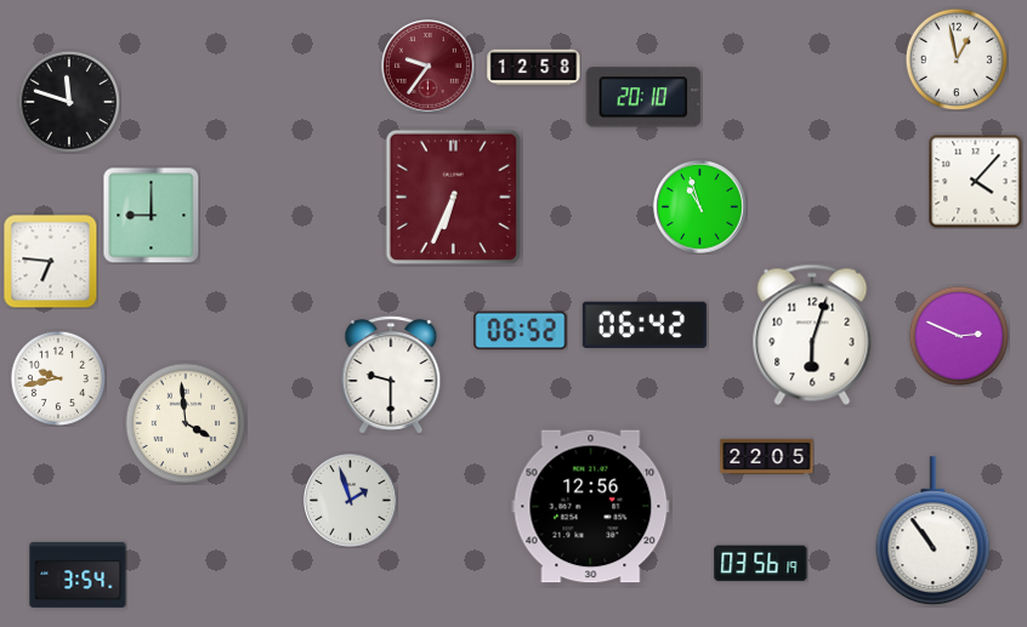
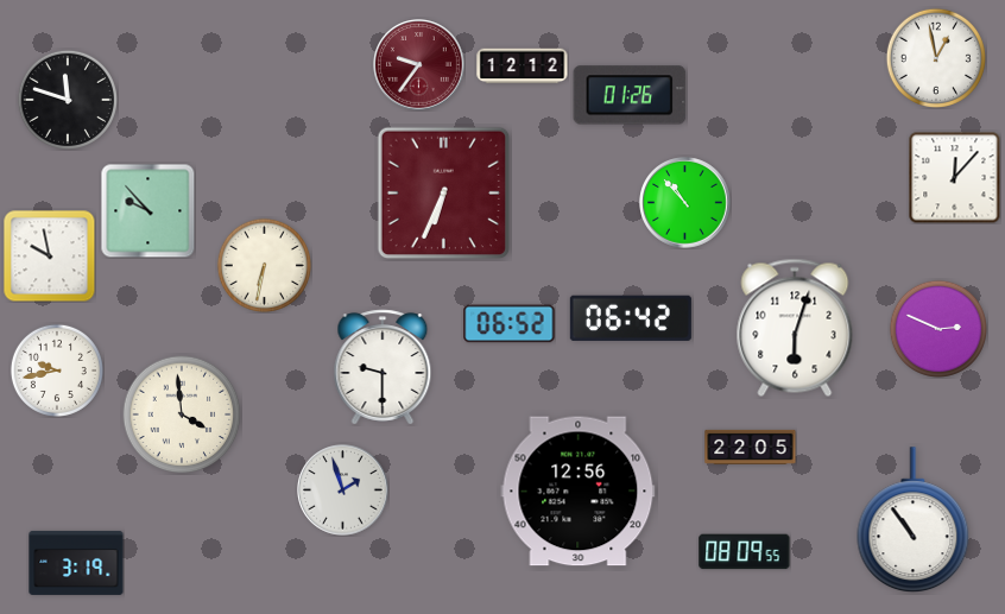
clock at (534, 68): 12:58 -> 12:12
clock at (643, 97): 20:10 -> 01:26
clock at (975, 181): 4:07 -> 12:07
clock at (700, 207): 10:57 -> 10:53
clock at (151, 215): 9:00 -> 9:53
clock at (50, 261): 6:46 -> 9:58
clock at (264, 265): none -> 6:32
clock at (591, 507) position: (591, 507) -> (579, 492)
clock at (761, 564): 03:56 -> 08:09
clock at (78, 575): 3:54 -> 3:19
